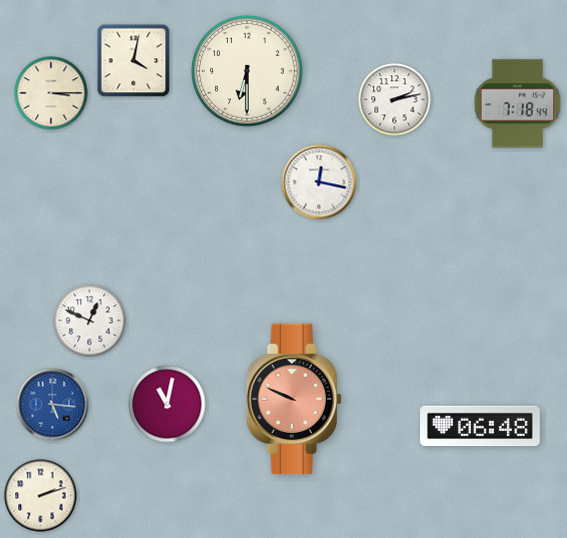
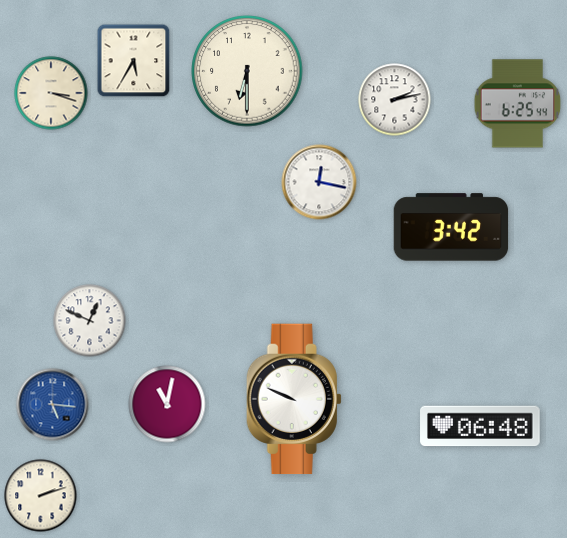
clock at (134, 61): 4:02 -> 5:35
clock at (51, 93): 3:15 -> 3:18
clock at (518, 104): 7:18 -> 6:25
clock at (451, 227): none -> 3:42
clock at (294, 399) dial: salmon -> white
